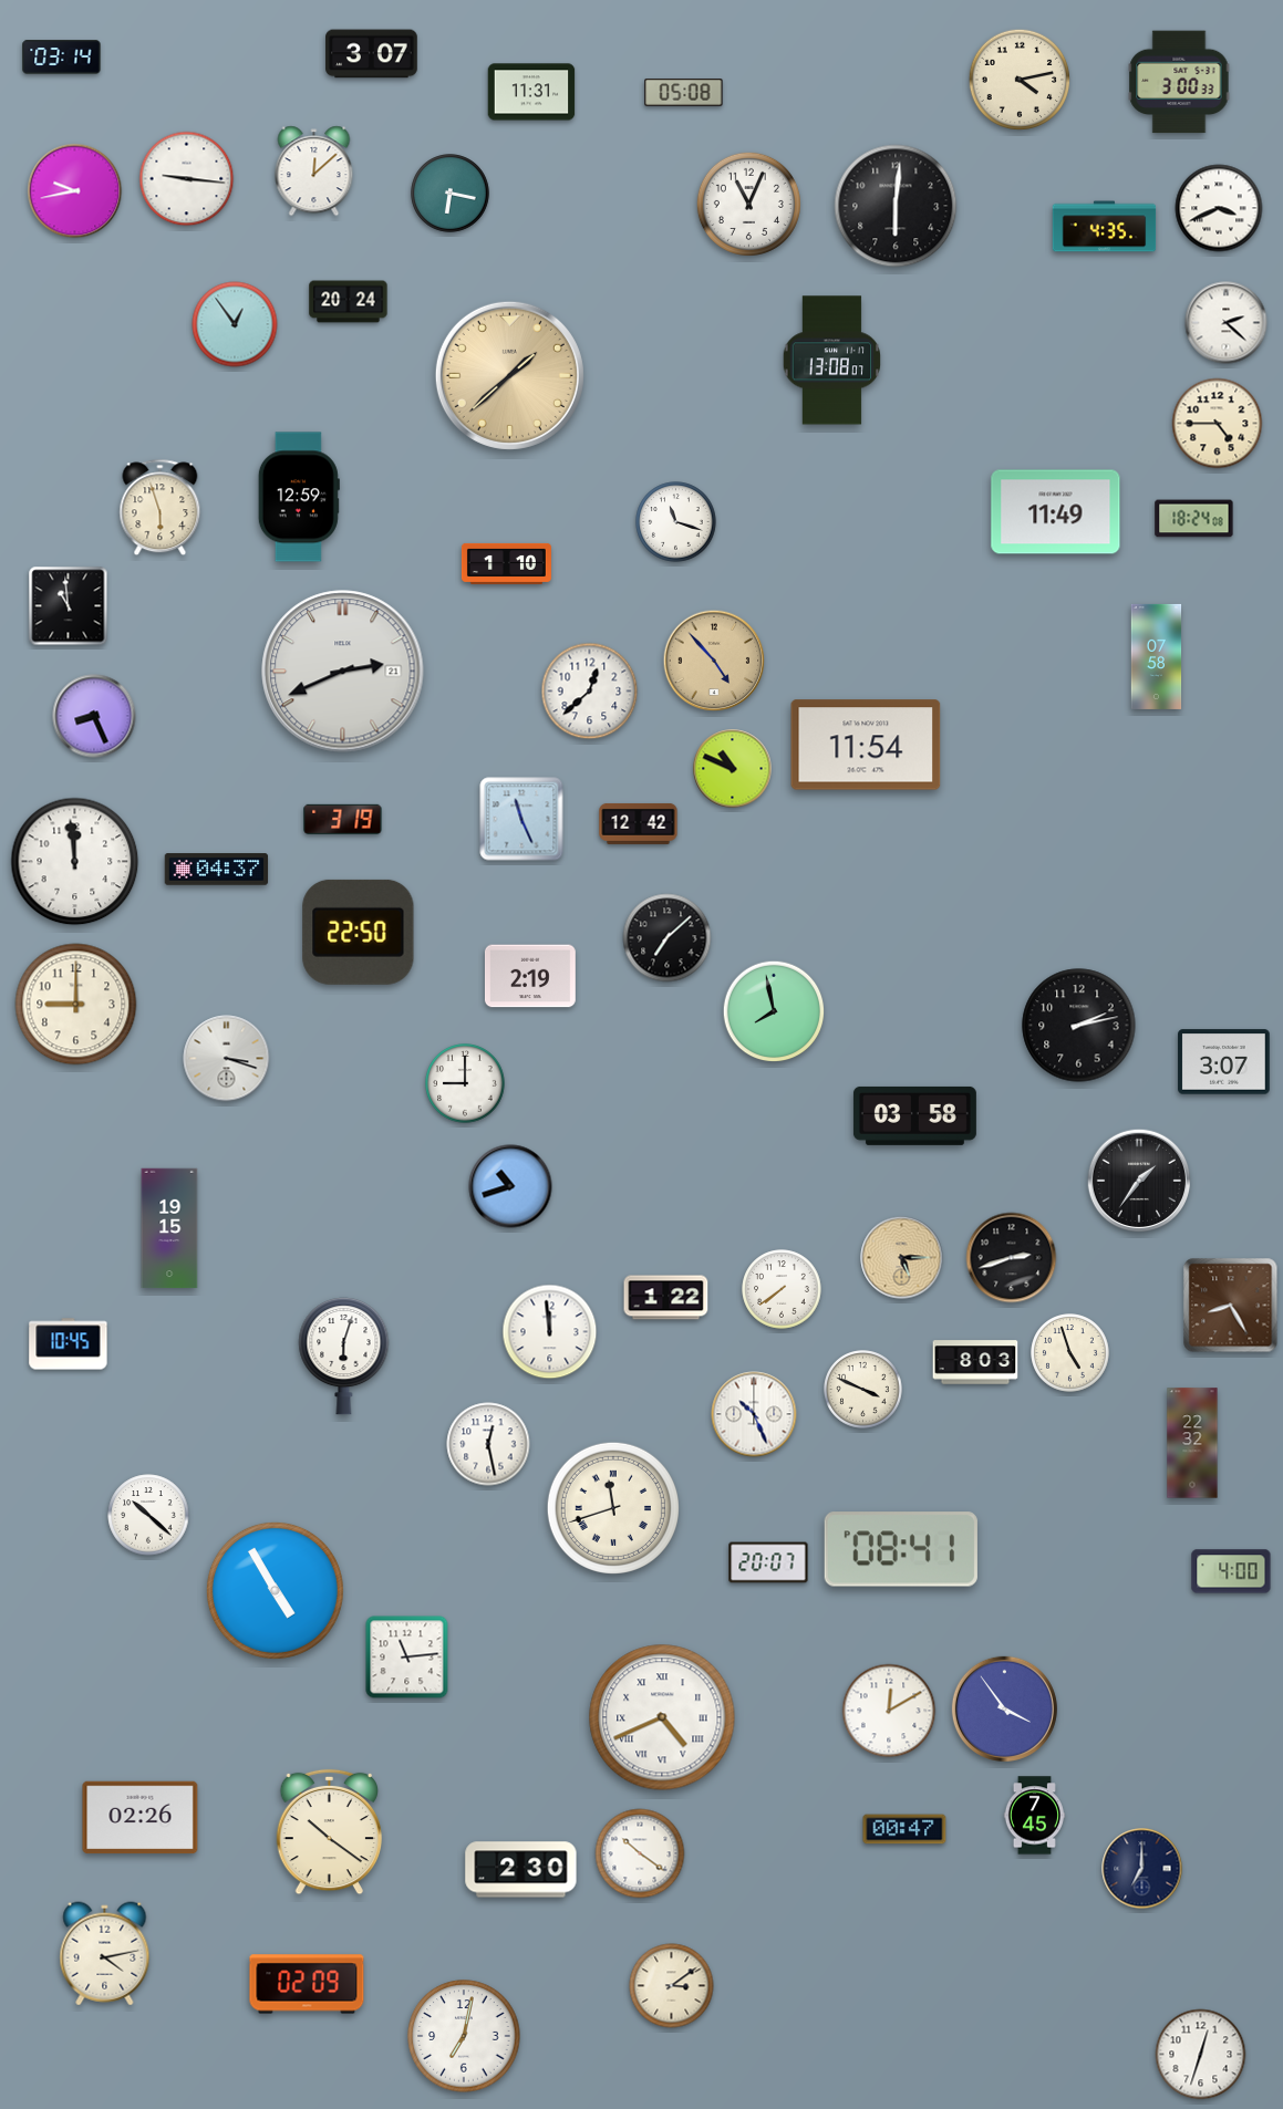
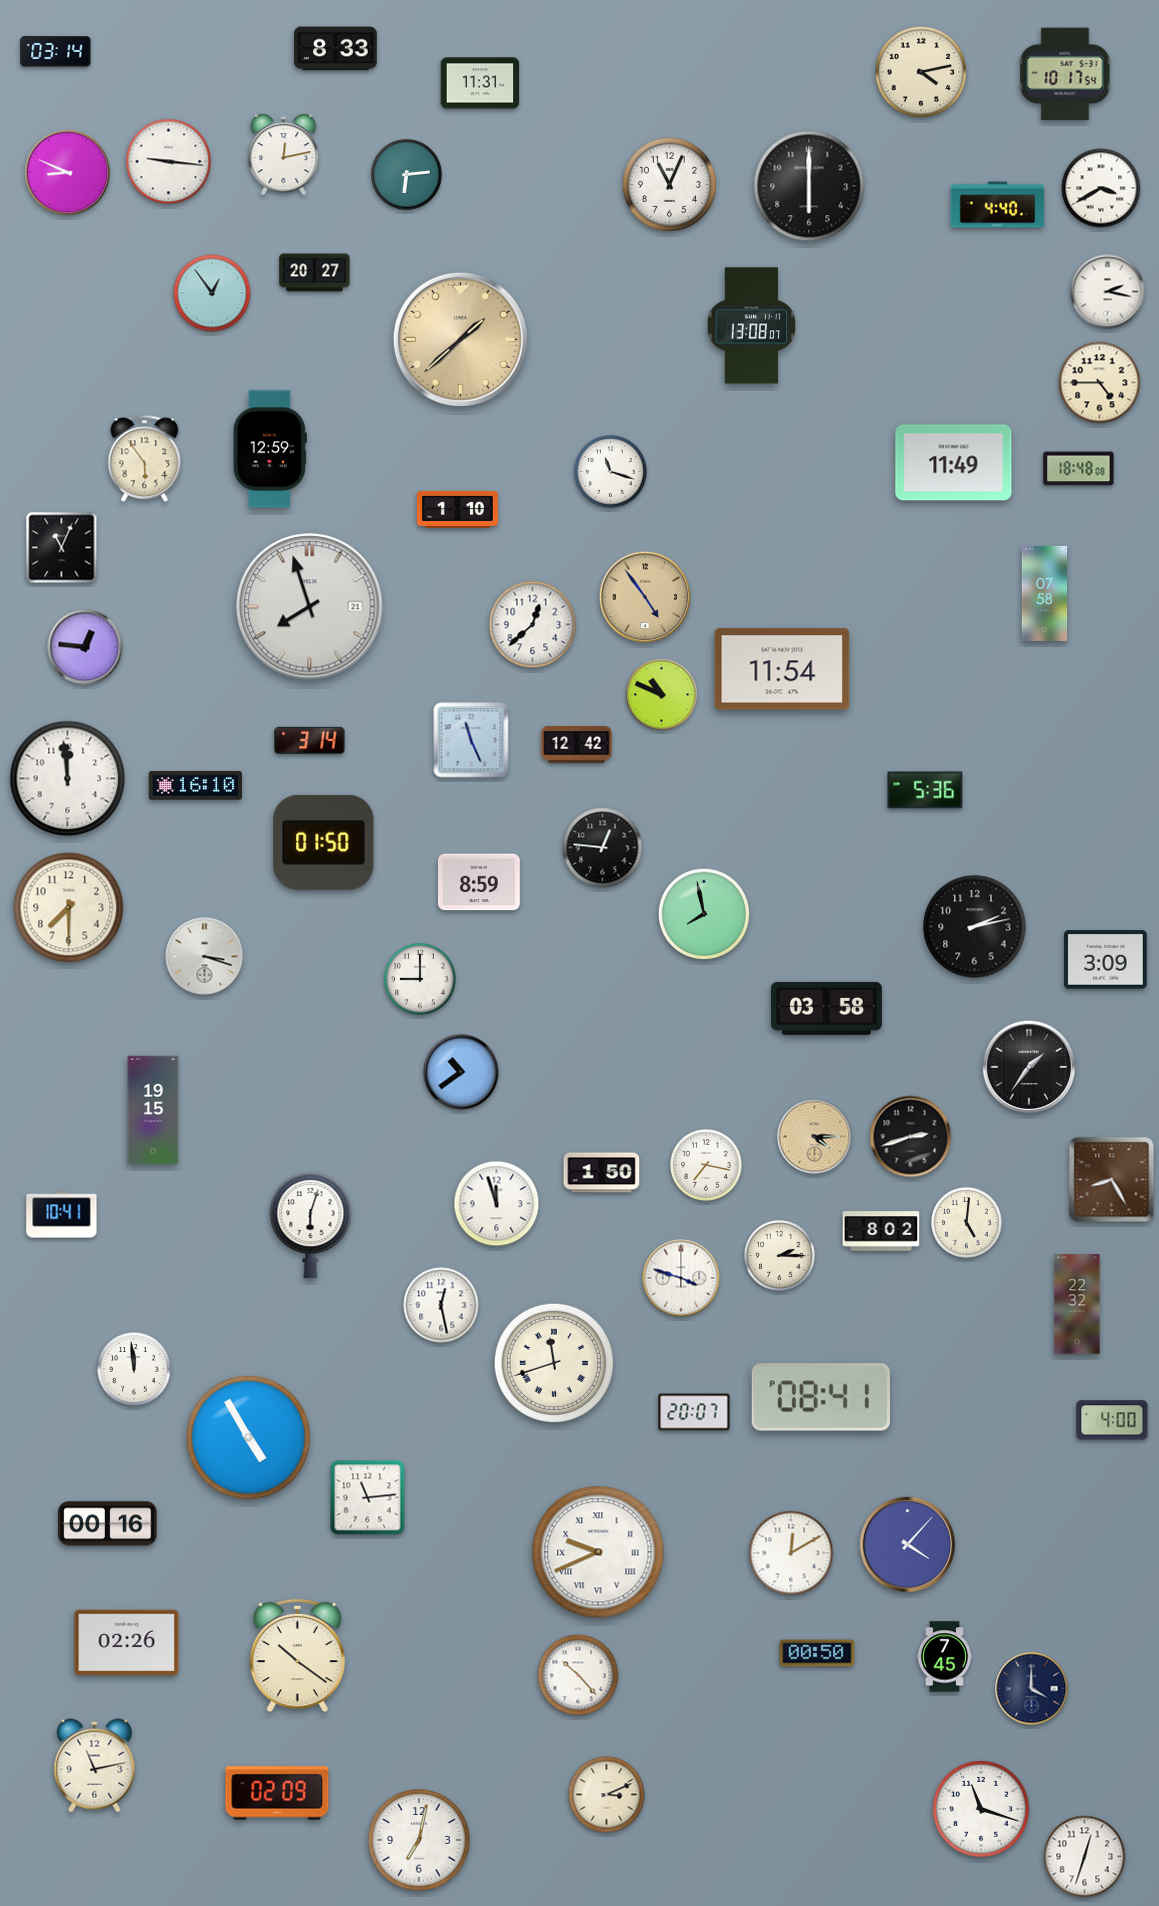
clock at (372, 54): 3:07 -> 8:33
clock at (1179, 82): 3:00 -> 10:17
clock at (684, 93): 05:08 -> none
clock at (314, 172): 12:08 -> 12:13
clock at (75, 191): 9:43 -> 8:49
clock at (451, 194): 6:17 -> 6:14
clock at (748, 204) position: (748, 204) -> (669, 184)
clock at (896, 206): 6:01 -> 6:00
clock at (1219, 208): 3:41 -> 3:40
clock at (1105, 227): 4:35 -> 4:40
clock at (349, 302): 20:24 -> 20:27
clock at (1227, 323): 2:22 -> 2:17
clock at (161, 508): 5:57 -> 5:54
clock at (1194, 519): 18:24 -> 18:48
clock at (69, 606): 10:59 -> 11:04
clock at (714, 661): 4:53 -> 4:54
clock at (343, 672): 2:41 -> 7:57
clock at (94, 716): 8:26 -> 12:46
clock at (866, 745) position: (866, 745) -> (782, 669)
clock at (343, 819): 3:19 -> 3:14
clock at (217, 870): 04:37 -> 16:10
clock at (925, 790): none -> 5:36
clock at (359, 932): 22:50 -> 01:50
clock at (668, 938): 7:08 -> 12:46
clock at (530, 976): 2:19 -> 8:59
clock at (76, 1005): 9:00 -> 7:30
clock at (774, 1011) position: (774, 1011) -> (704, 914)
clock at (1224, 1062): 3:07 -> 3:09
clock at (510, 1186): 10:42 -> 10:39
clock at (902, 1258): 5:15 -> 4:15
clock at (1012, 1258) position: (1012, 1258) -> (911, 1137)
clock at (782, 1289): 7:39 -> 7:17
clock at (666, 1298): 1:22 -> 1:50
clock at (550, 1332): 11:59 -> 11:57
clock at (69, 1344): 10:45 -> 10:41
clock at (1070, 1353): 4:57 -> 5:01
clock at (975, 1362): 8:03 -> 8:02
clock at (863, 1390): 3:49 -> 2:15
clock at (754, 1414): 10:26 -> 3:48
clock at (148, 1515): 10:22 -> 11:59
clock at (901, 1549) position: (901, 1549) -> (821, 1397)
clock at (108, 1524): none -> 00:16
clock at (1004, 1708): 3:54 -> 4:07
clock at (889, 1711) position: (889, 1711) -> (791, 1553)
clock at (662, 1717): 4:41 -> 9:41
clock at (1034, 1816) position: (1034, 1816) -> (944, 1657)
clock at (904, 1829): 00:47 -> 00:50
clock at (640, 1853): 10:21 -> 10:23
clock at (1142, 1869): 7:00 -> 4:00
clock at (521, 1870): 2:30 -> none
clock at (105, 1954): 4:13 -> 11:13
clock at (672, 1986): 3:09 -> 3:11
clock at (981, 1809): none -> 11:18
